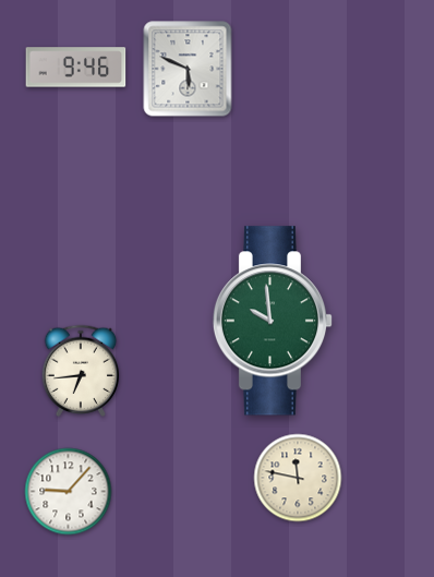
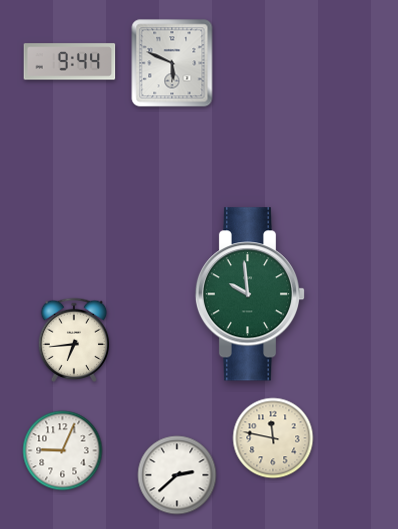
clock at (76, 68): 9:46 -> 9:44
clock at (69, 492): 9:07 -> 9:04
clock at (177, 475): none -> 2:38
